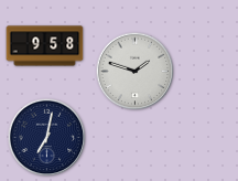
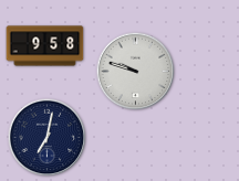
clock at (136, 72): 1:48 -> 9:48
